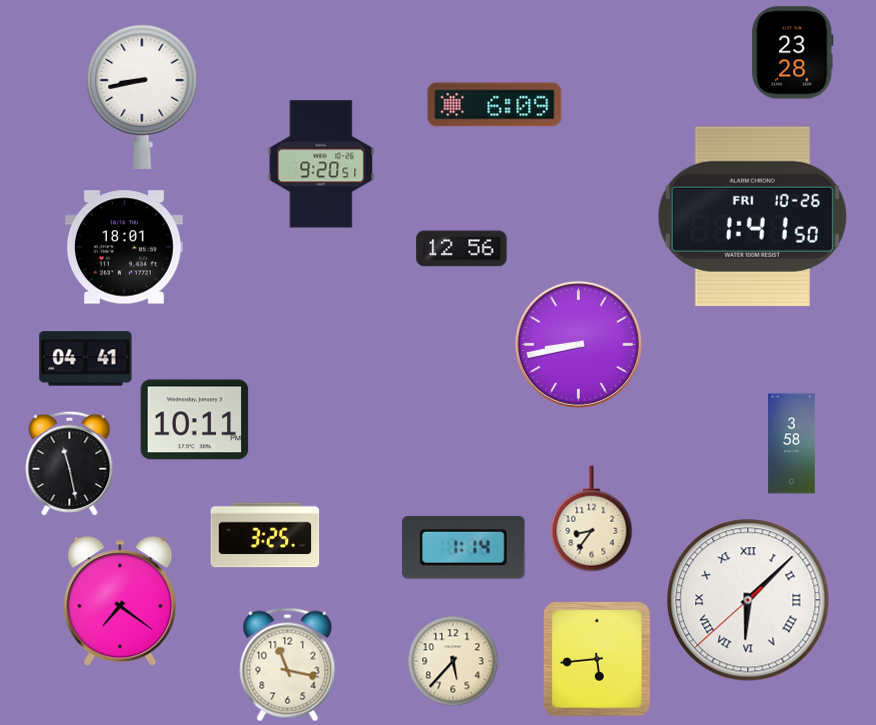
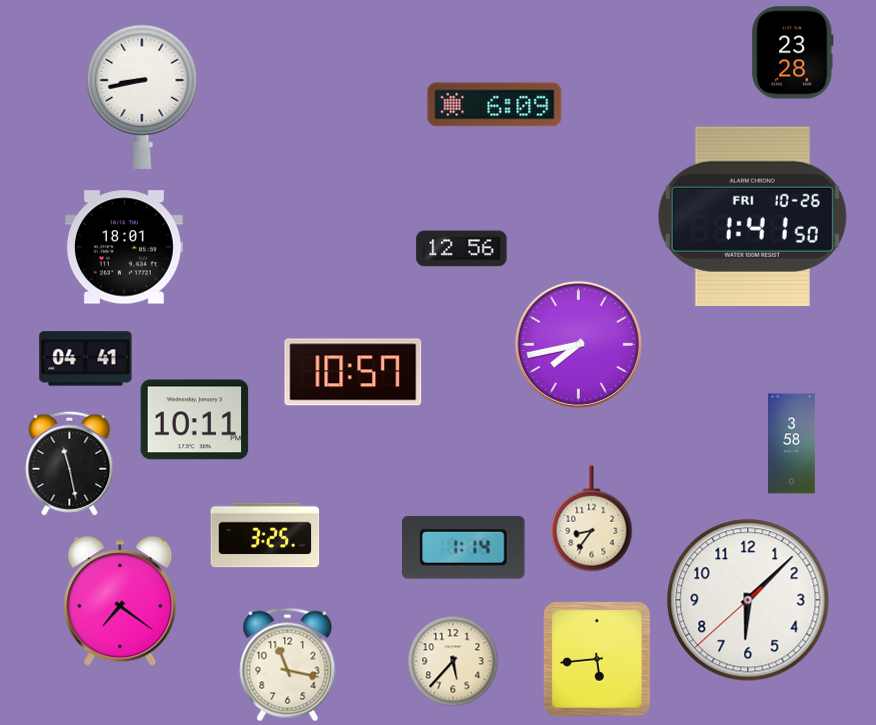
clock at (321, 164): 9:20 -> none
clock at (578, 344): 8:43 -> 7:43
clock at (353, 372): none -> 10:57
clock at (748, 600) numerals: Roman -> Arabic
